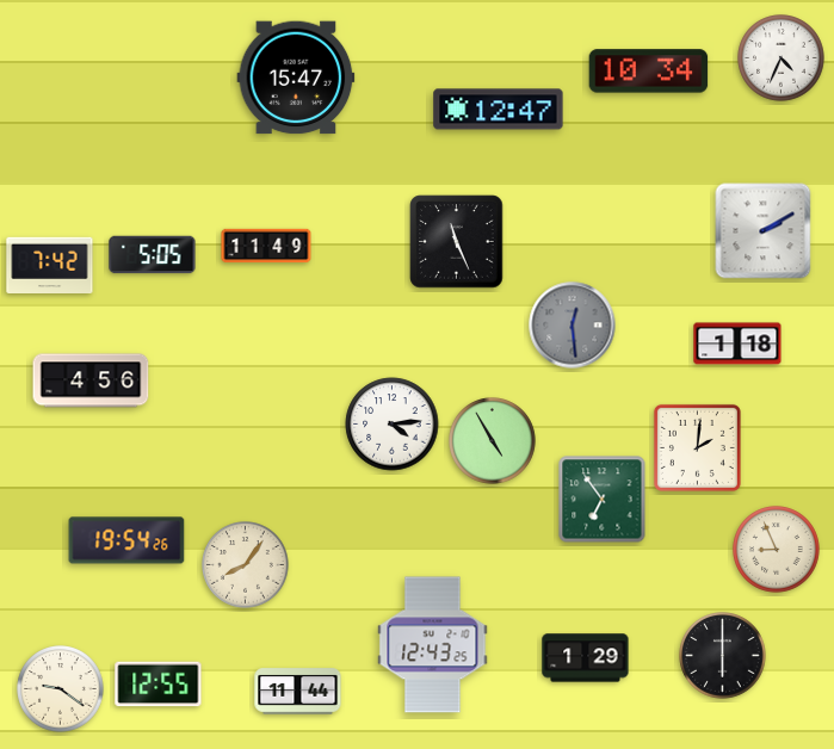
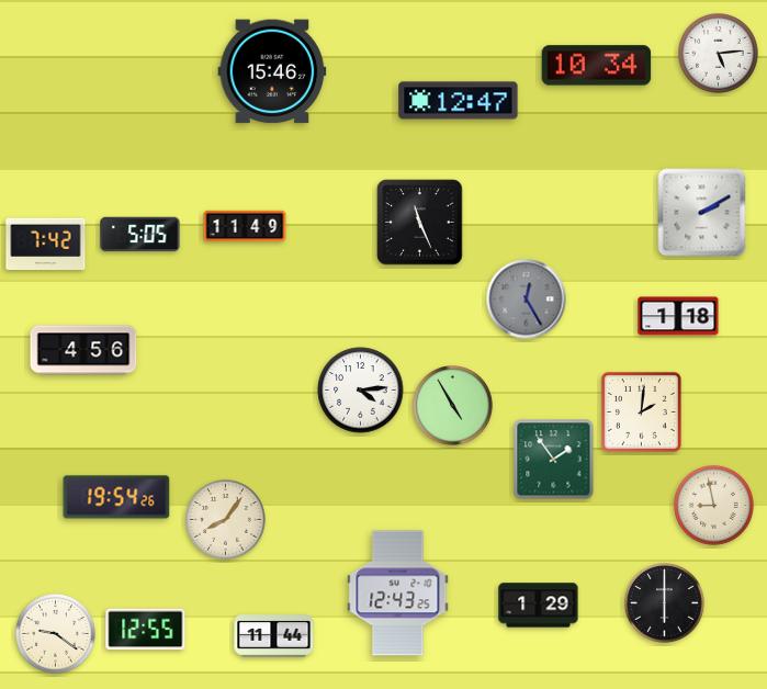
clock at (782, 58): 4:34 -> 5:14
clock at (296, 78): 15:47 -> 15:46
clock at (573, 326): 12:29 -> 12:25
clock at (603, 500): 6:54 -> 1:54
clock at (777, 550): 8:56 -> 8:58
